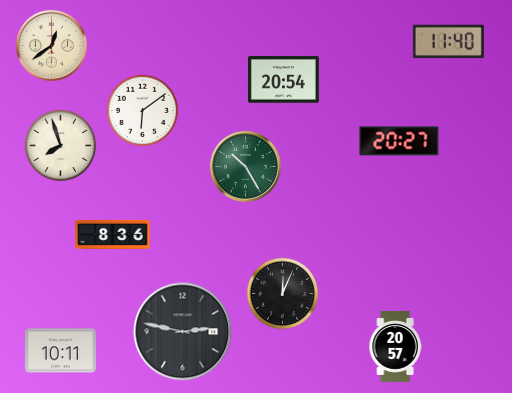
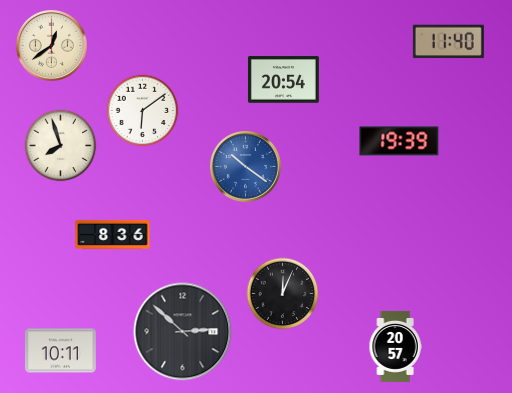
clock at (399, 141): 20:27 -> 19:39
clock at (245, 166): 10:25 -> 10:21
clock at (245, 166) dial: green -> blue
clock at (183, 332): 2:47 -> 2:52
